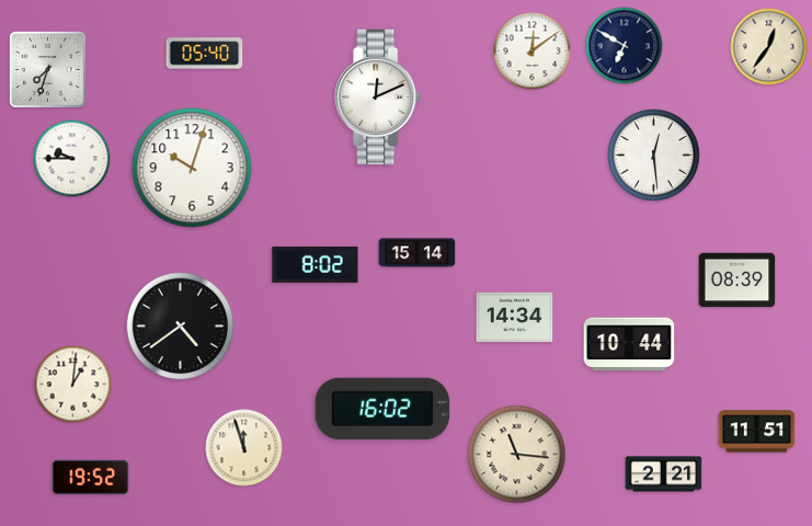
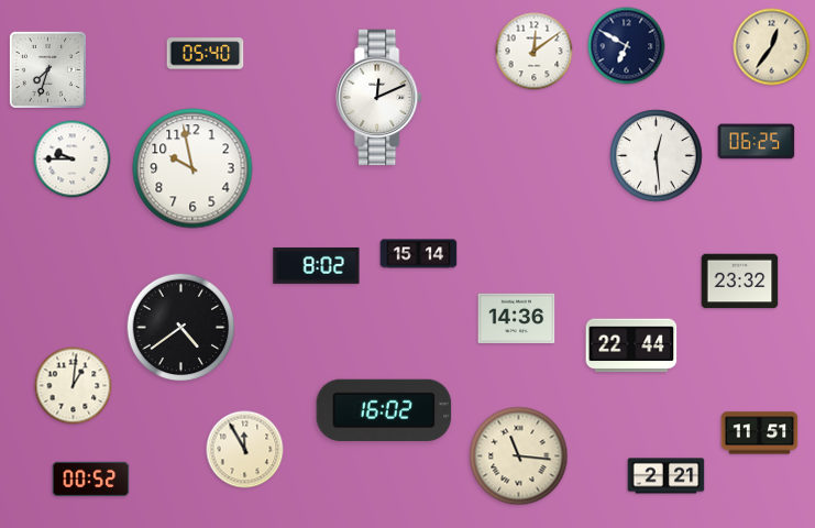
clock at (757, 142): none -> 06:25
clock at (192, 168): 10:03 -> 9:58
clock at (737, 281): 08:39 -> 23:32
clock at (515, 318): 14:34 -> 14:36
clock at (629, 344): 10:44 -> 22:44
clock at (244, 448): 11:57 -> 11:55
clock at (91, 478): 19:52 -> 00:52
